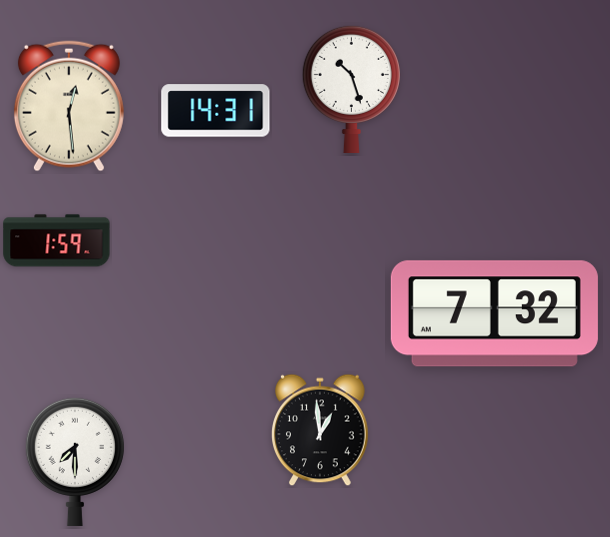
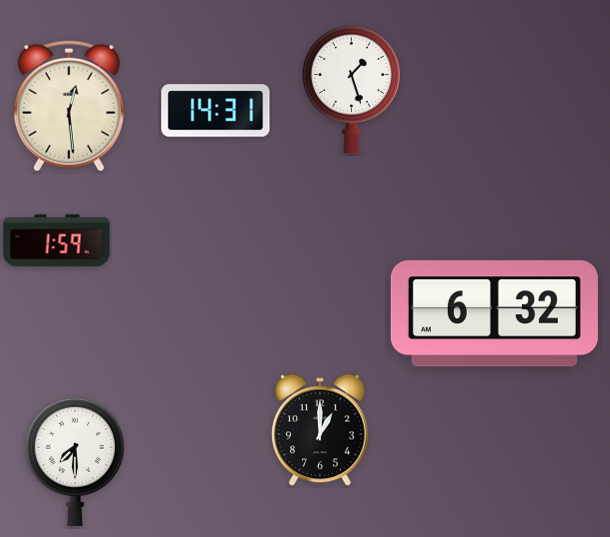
clock at (351, 88): 10:27 -> 1:27
clock at (494, 314): 7:32 -> 6:32
clock at (320, 430): 12:59 -> 1:00
